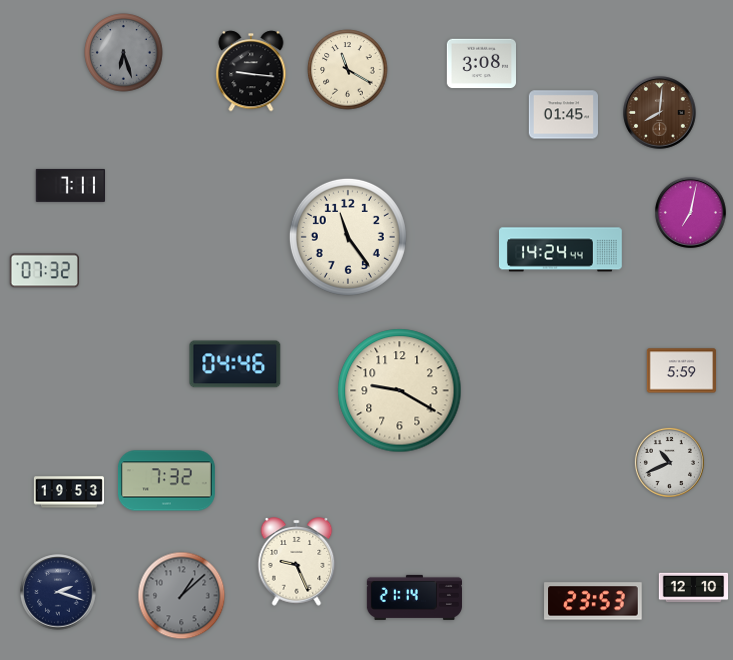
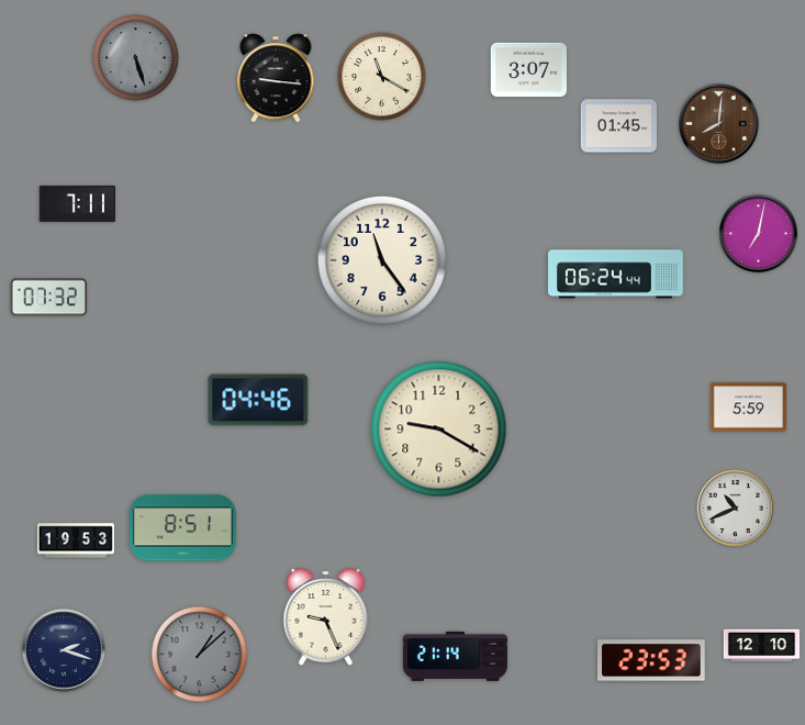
clock at (124, 53): 6:27 -> 5:27
clock at (481, 64): 3:08 -> 3:07
clock at (660, 113) position: (660, 113) -> (719, 124)
clock at (561, 250): 14:24 -> 06:24
clock at (166, 481): 7:32 -> 8:51
